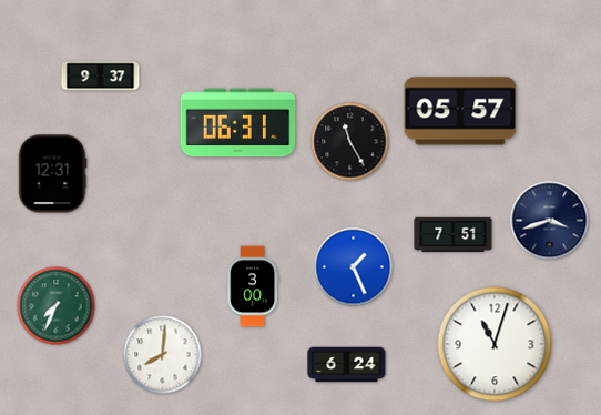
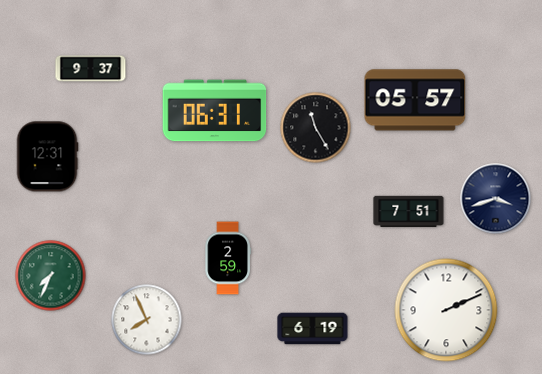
clock at (354, 267): 1:26 -> none
clock at (253, 286): 3:00 -> 2:59
clock at (495, 344): 11:03 -> 2:11
clock at (163, 355): 8:01 -> 7:56
clock at (347, 365): 6:24 -> 6:19
